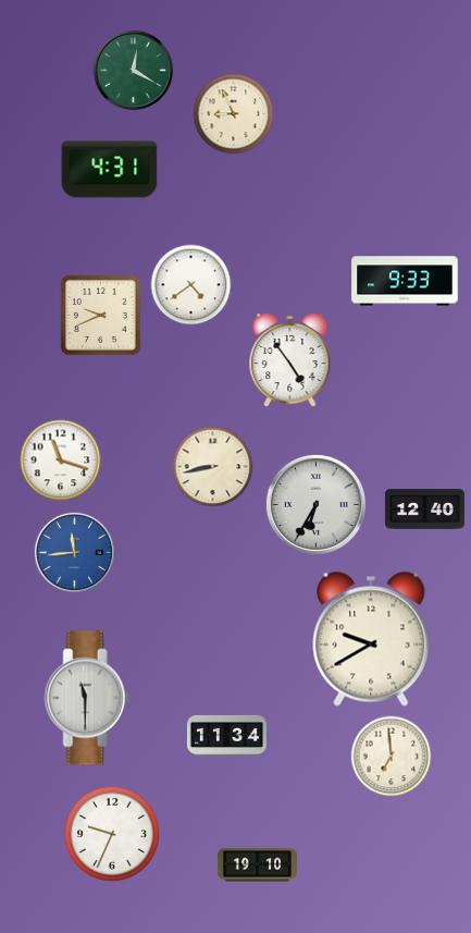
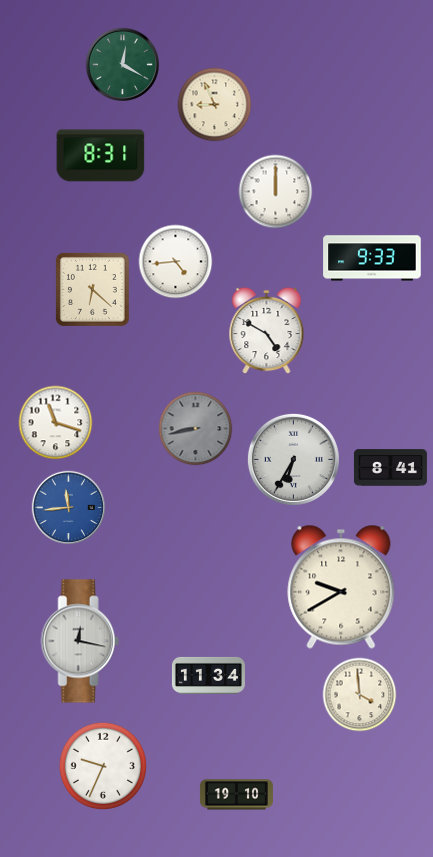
clock at (110, 170): 4:31 -> 8:31
clock at (276, 192): none -> 12:00
clock at (191, 285): 4:39 -> 4:44
clock at (100, 315): 9:41 -> 6:22
clock at (290, 360): 4:54 -> 4:50
clock at (213, 467) dial: cream -> grey
clock at (315, 504) position: (315, 504) -> (293, 459)
clock at (424, 510): 12:40 -> 8:41
clock at (87, 698): 11:30 -> 12:17
clock at (392, 757): 6:59 -> 3:59
